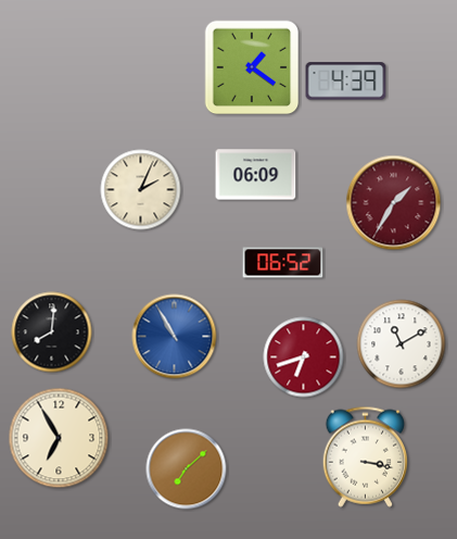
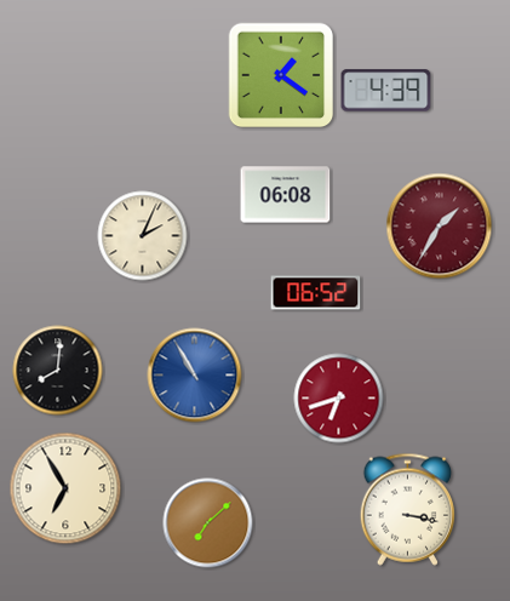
clock at (256, 175): 06:09 -> 06:08
clock at (141, 190) position: (141, 190) -> (143, 236)
clock at (402, 344): 11:10 -> none
